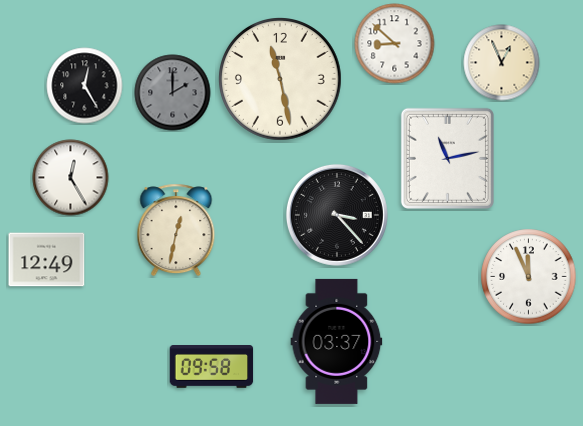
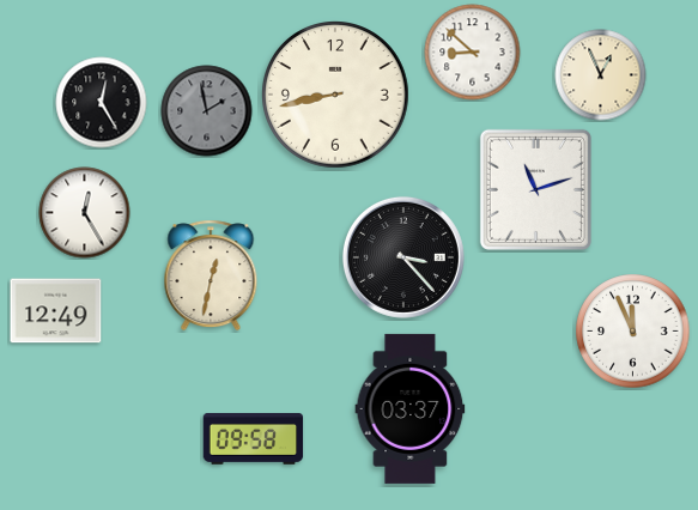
clock at (281, 80): 11:28 -> 8:43
clock at (173, 93): 2:00 -> 1:58
clock at (447, 158): 11:13 -> 11:12
clock at (337, 341) position: (337, 341) -> (411, 408)
